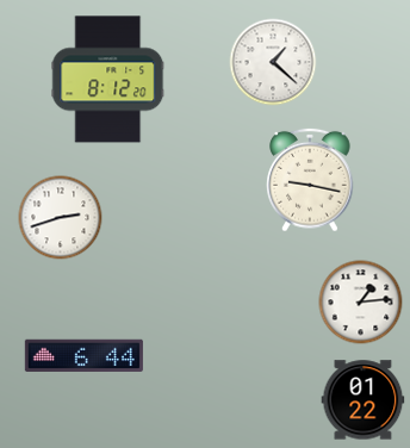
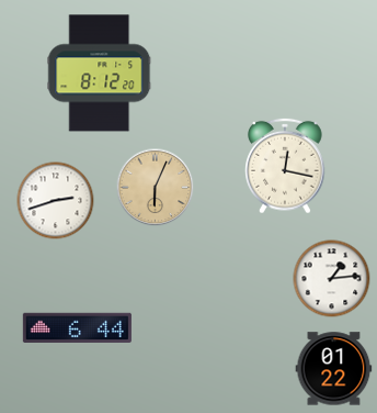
clock at (273, 62): 1:22 -> none
clock at (310, 180): 9:17 -> 12:17
clock at (156, 188): none -> 6:04
